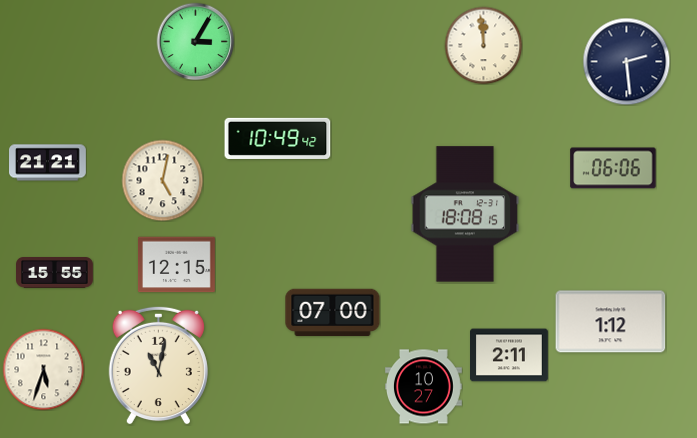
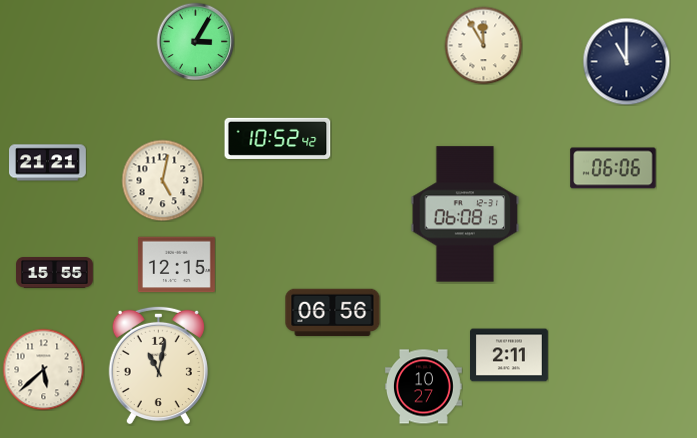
clock at (483, 45): 11:59 -> 11:55
clock at (626, 61): 2:29 -> 11:00
clock at (278, 138): 10:49 -> 10:52
clock at (465, 214): 18:08 -> 06:08
clock at (333, 313): 07:00 -> 06:56
clock at (611, 322): 1:12 -> none
clock at (43, 369): 5:33 -> 5:38
